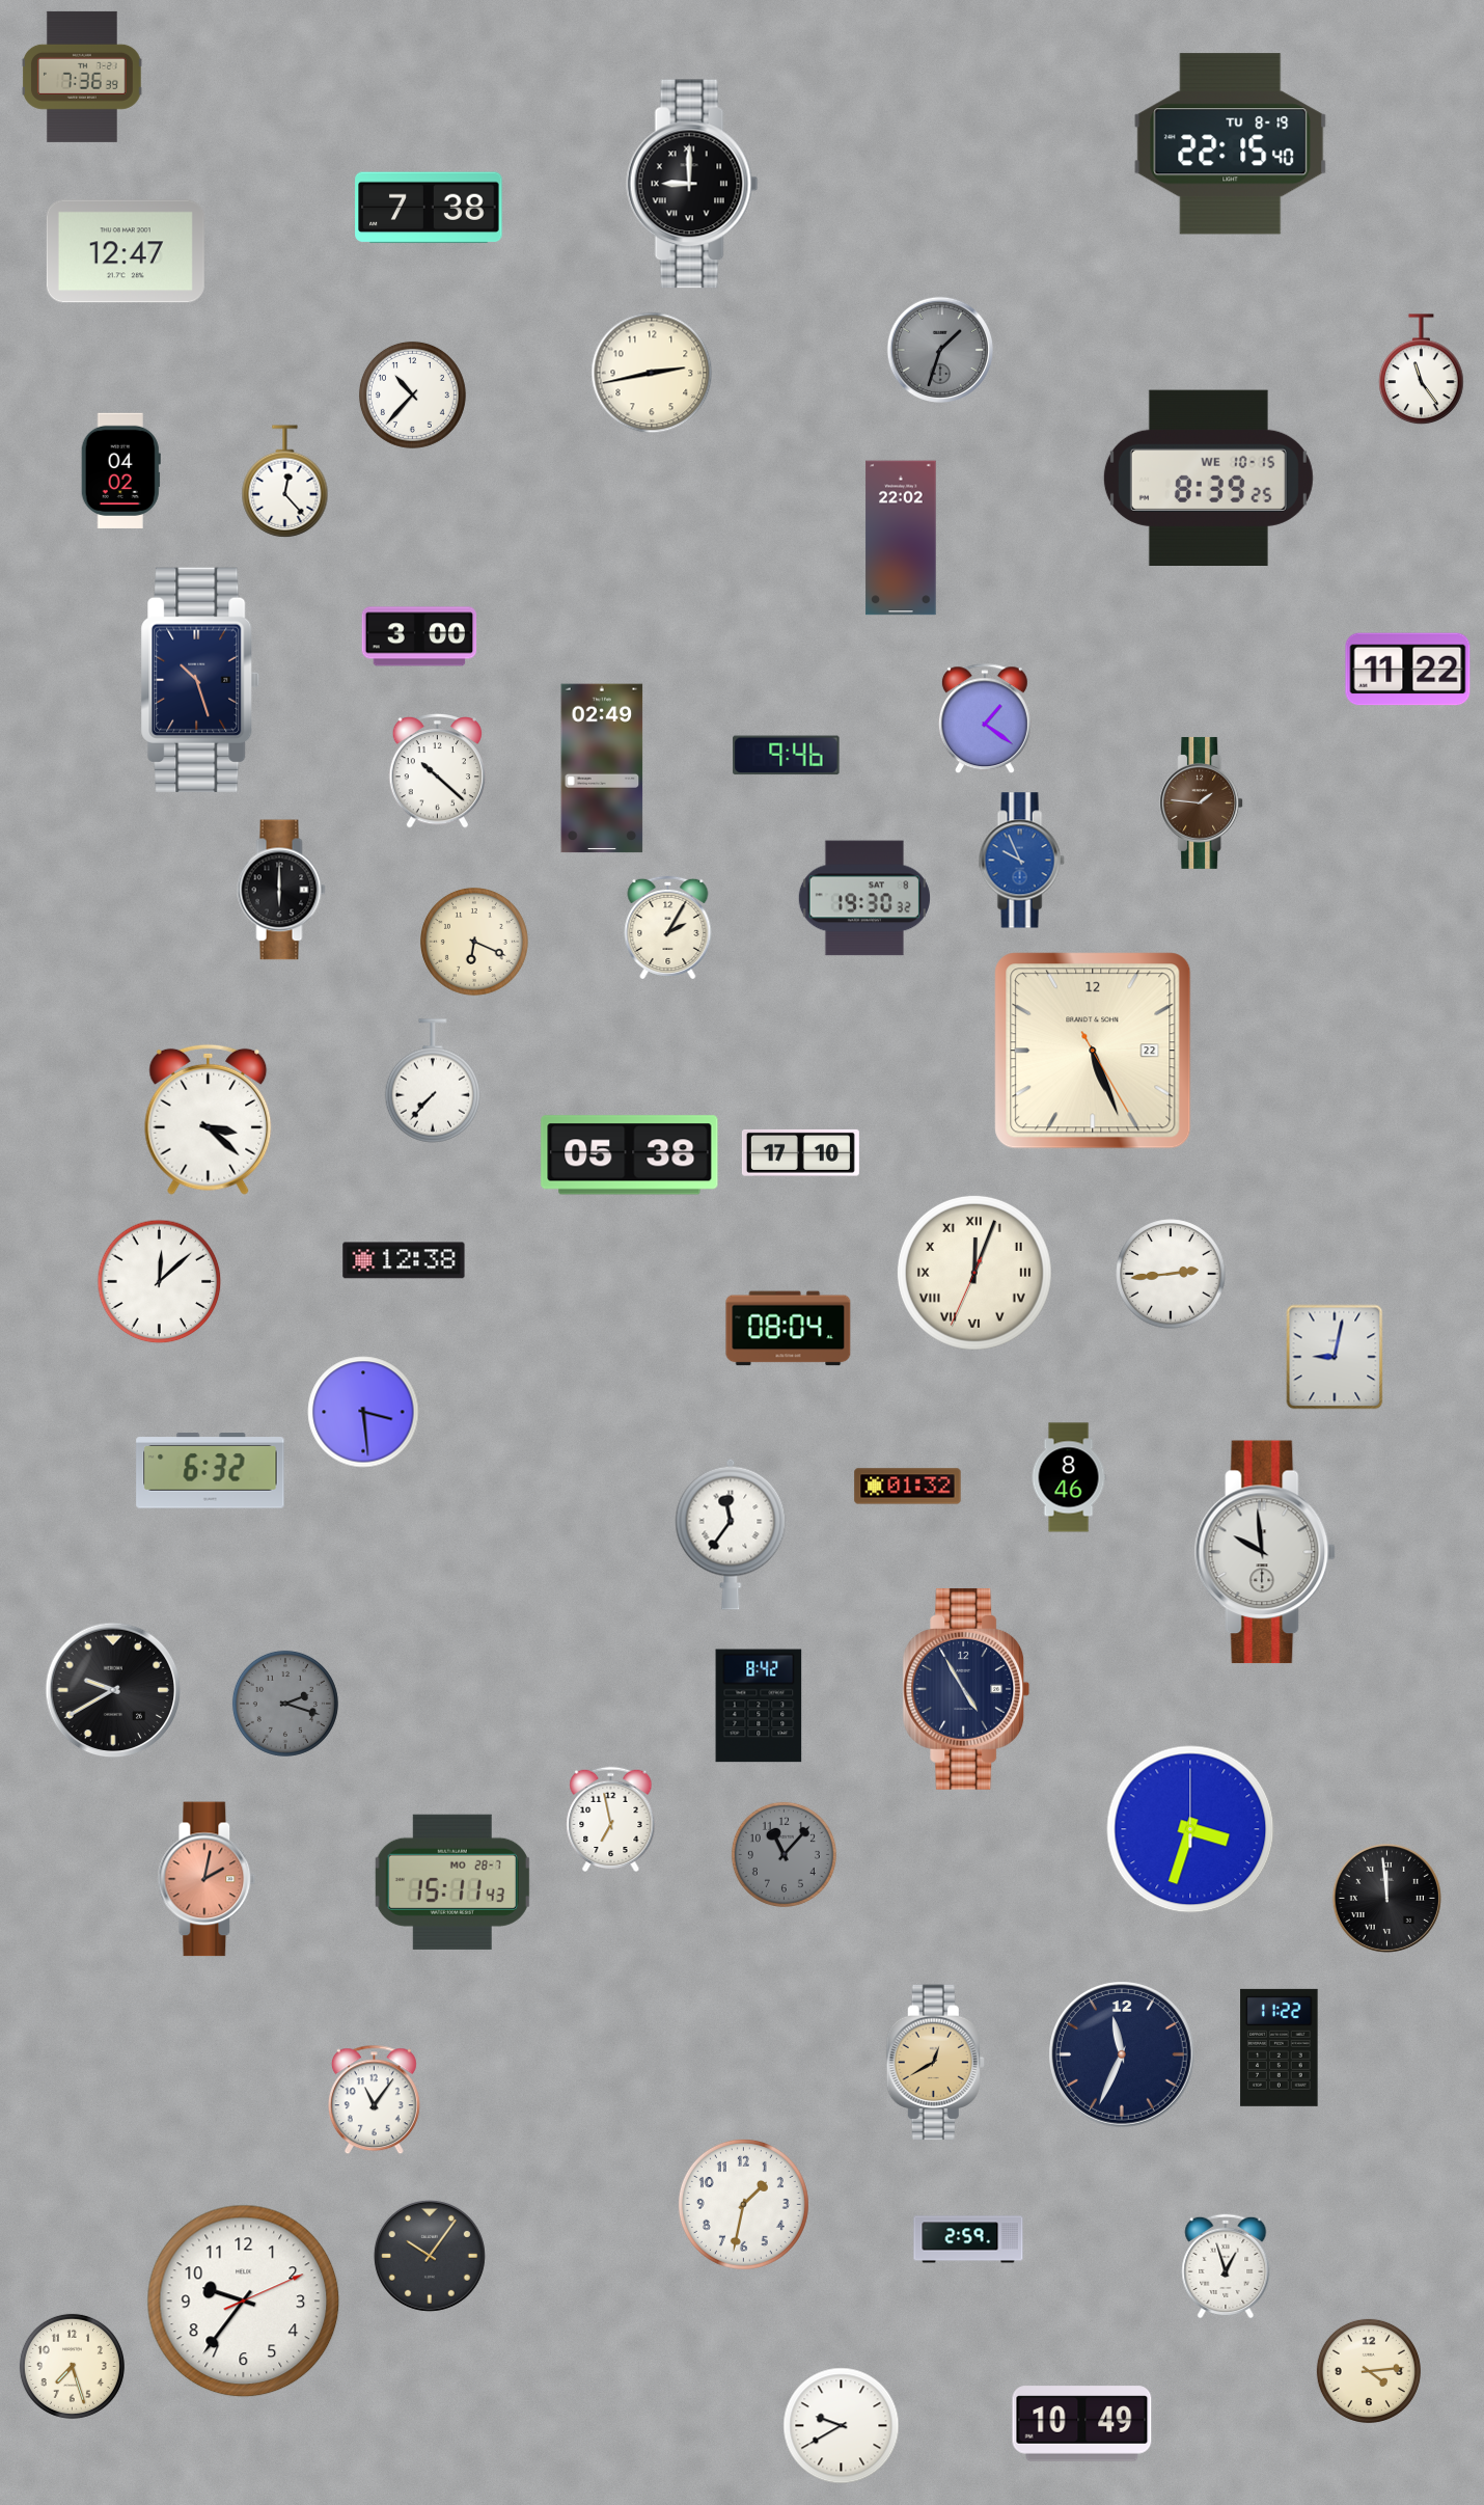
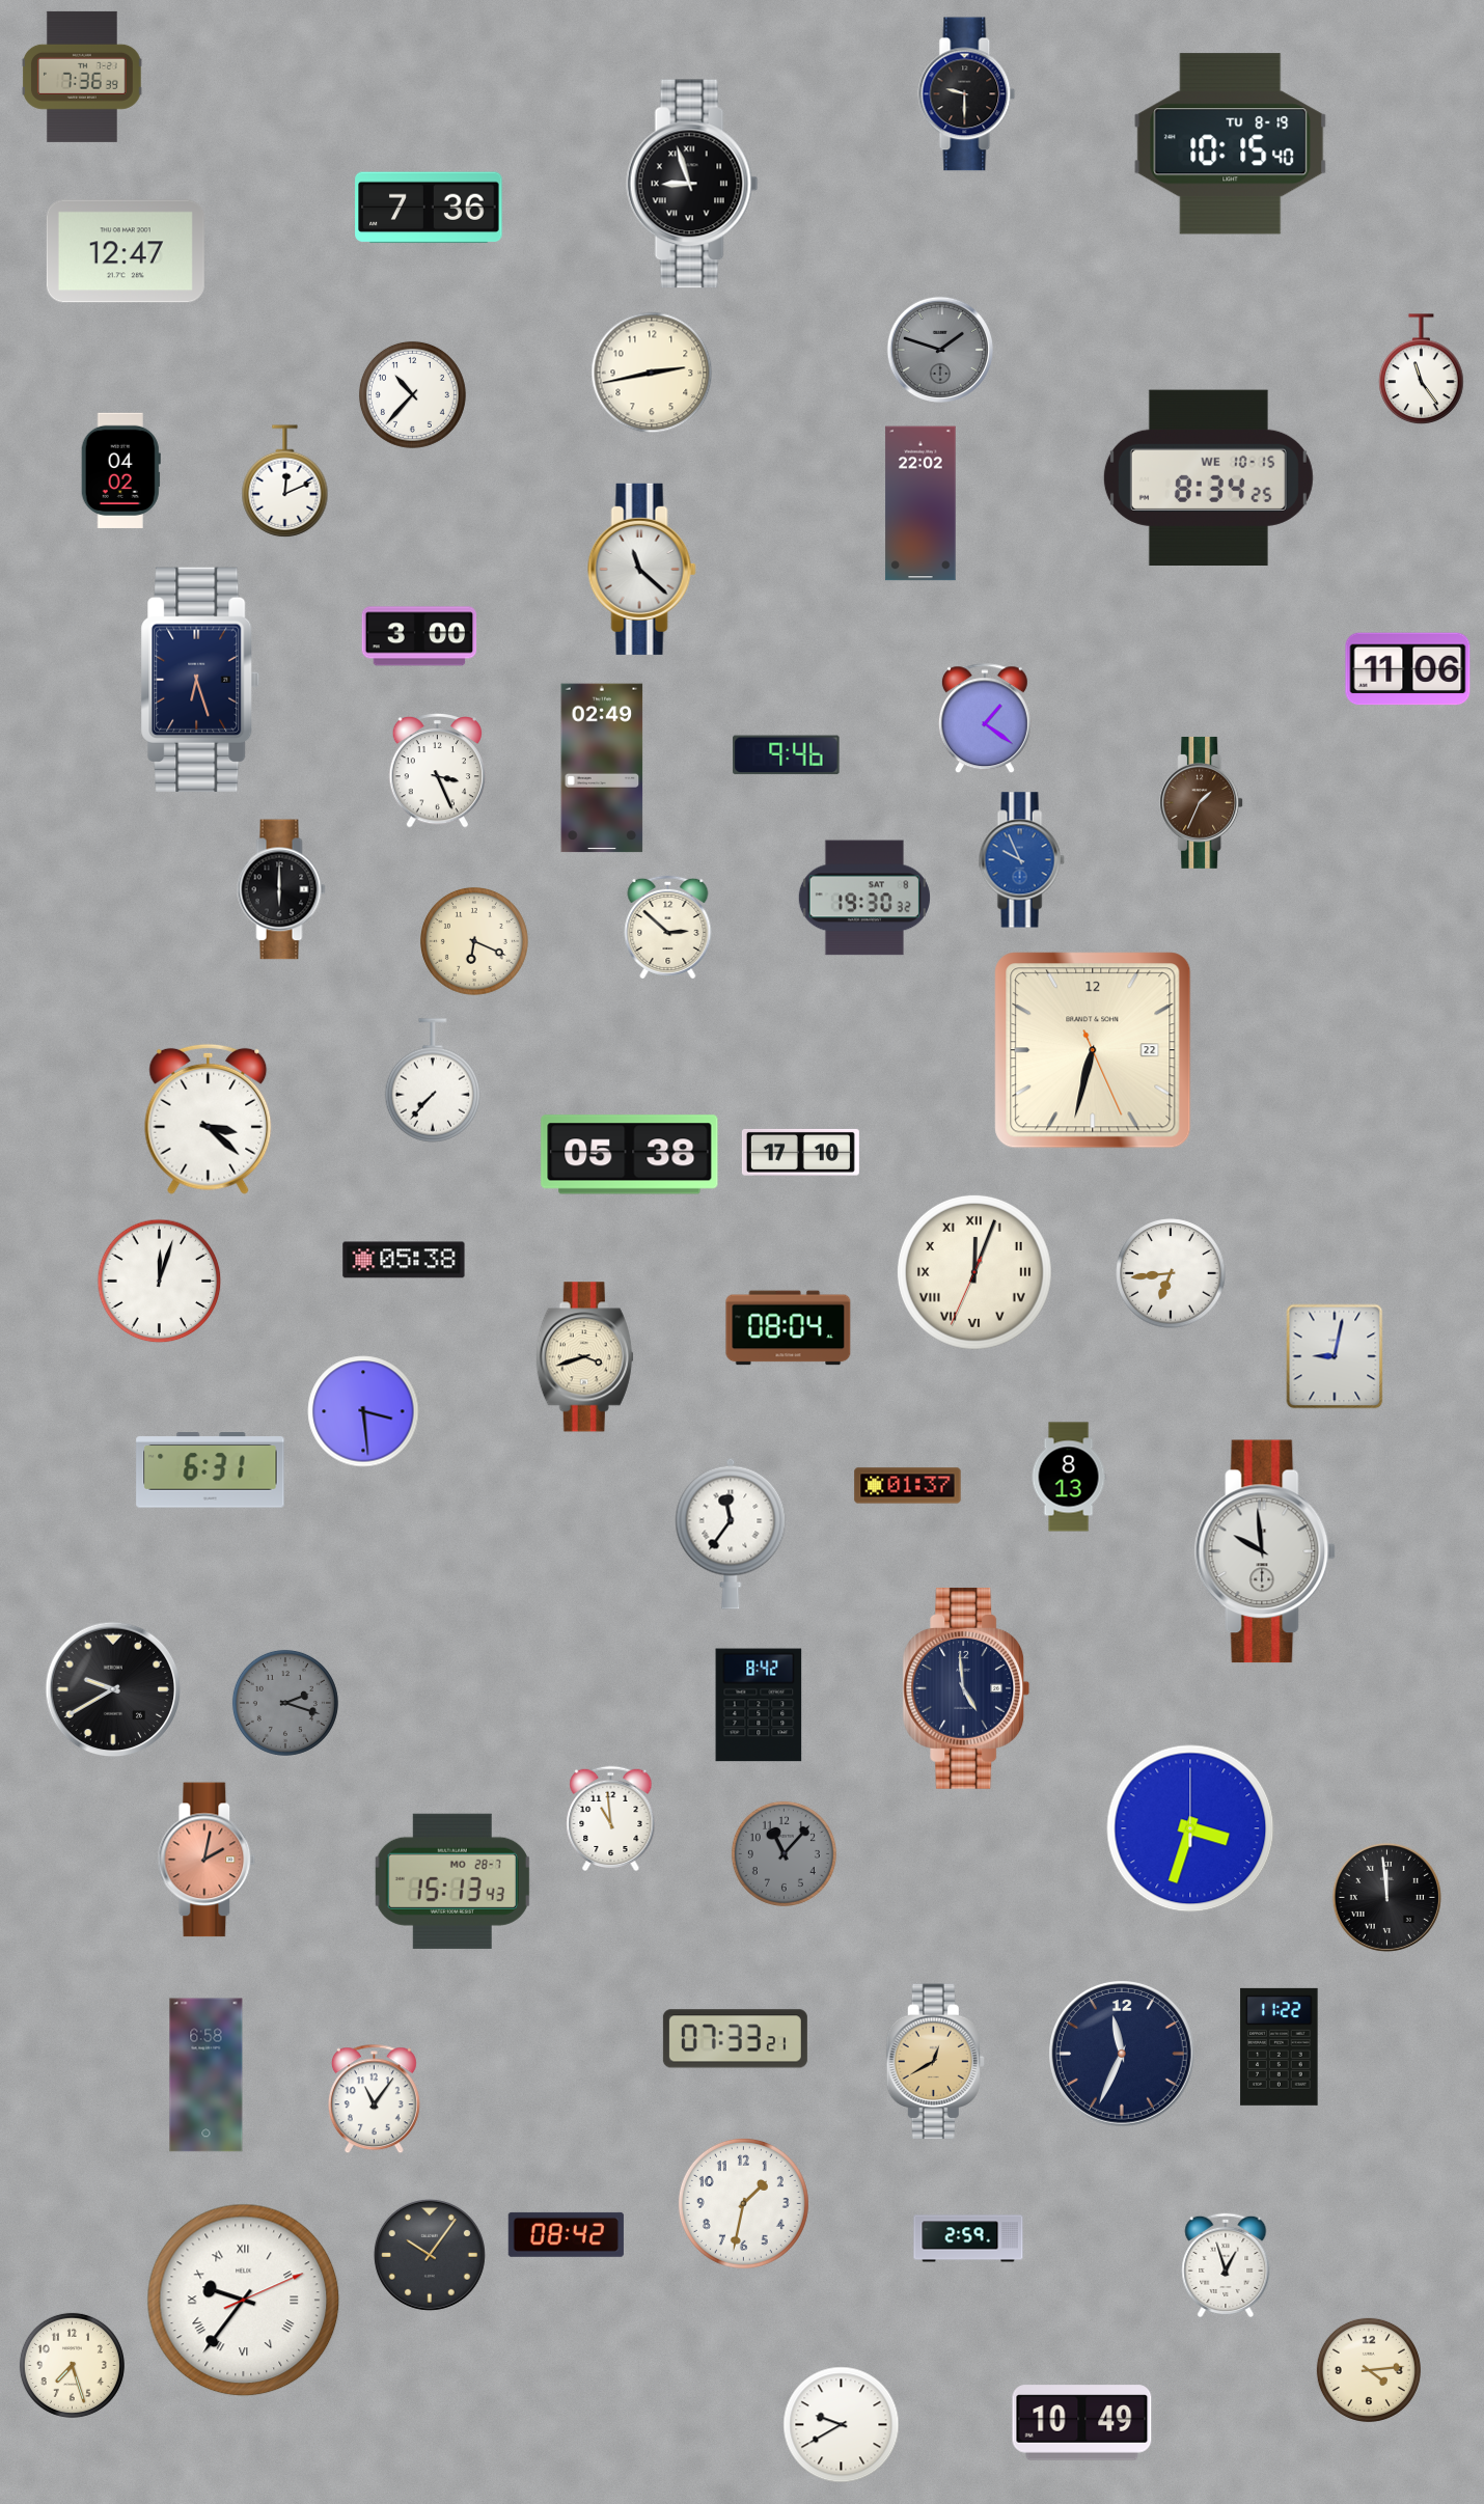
clock at (967, 94): none -> 9:30
clock at (1231, 144): 22:15 -> 10:15
clock at (692, 184): 9:00 -> 8:57
clock at (429, 208): 7:38 -> 7:36
clock at (939, 349): 1:33 -> 1:48
clock at (1208, 478): 8:39 -> 8:34
clock at (285, 482): 12:23 -> 12:11
clock at (901, 538) position: (901, 538) -> (920, 503)
clock at (641, 569): none -> 11:22
clock at (1408, 670): 11:22 -> 11:06
clock at (200, 680): 10:27 -> 6:27
clock at (437, 771): 10:22 -> 3:26
clock at (1202, 802): 1:46 -> 1:34
clock at (668, 927): 2:05 -> 2:52
clock at (1093, 1051): 5:26 -> 6:32
clock at (404, 1260): 12:38 -> 05:38
clock at (1171, 1274): 2:44 -> 6:44
clock at (160, 1282): 12:08 -> 12:03
clock at (584, 1357): none -> 3:42
clock at (211, 1471): 6:32 -> 6:31
clock at (1069, 1477): 8:46 -> 8:13
clock at (908, 1487): 01:32 -> 01:37
clock at (966, 1689): 4:55 -> 4:59
clock at (611, 1819): 6:58 -> 10:59
clock at (207, 1879) position: (207, 1879) -> (207, 1860)
clock at (452, 1882): 15:11 -> 15:13
clock at (735, 2039): none -> 07:33
clock at (207, 2075): none -> 6:58
clock at (566, 2234): none -> 08:42
clock at (244, 2302) numerals: Arabic -> Roman
